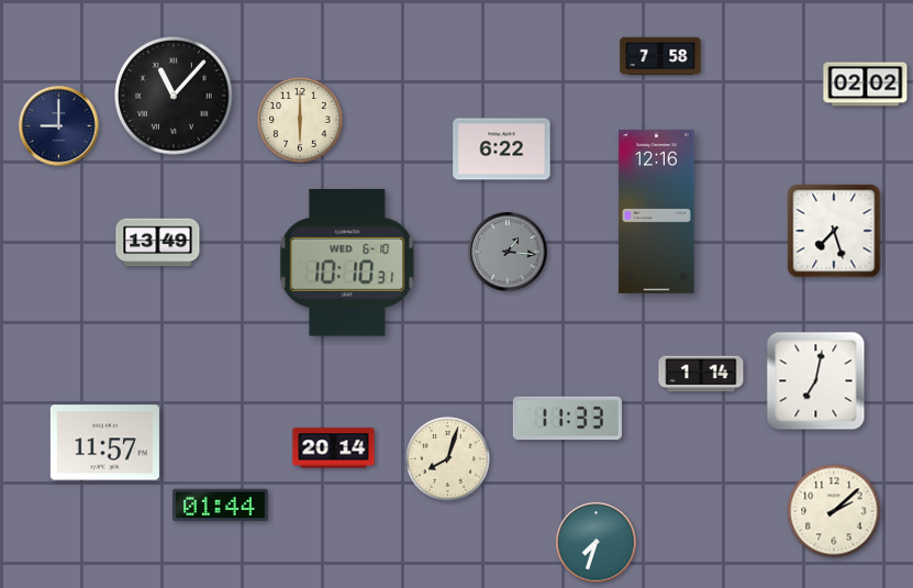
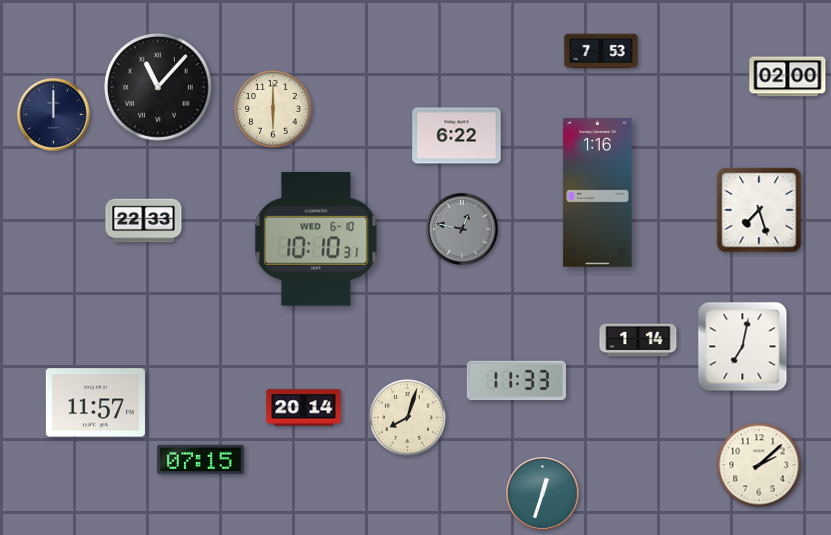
clock at (660, 56): 7:58 -> 7:53
clock at (866, 85): 02:02 -> 02:00
clock at (59, 126): 9:00 -> 12:00
clock at (657, 212): 12:16 -> 1:16
clock at (158, 243): 13:49 -> 22:33
clock at (508, 252): 1:16 -> 12:47
clock at (221, 506): 01:44 -> 07:15
clock at (597, 543): 7:33 -> 12:33
